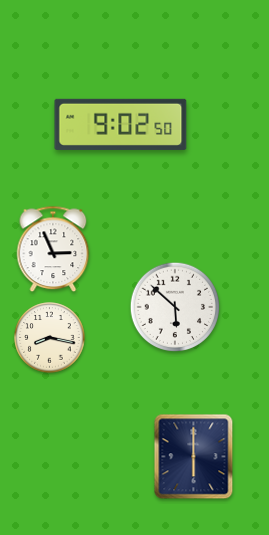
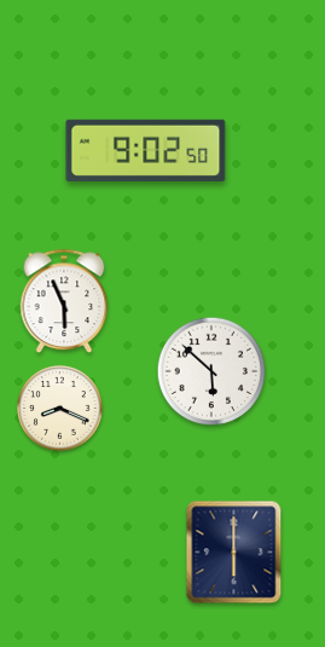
clock at (53, 249): 2:56 -> 5:56
clock at (50, 338): 8:17 -> 8:19
